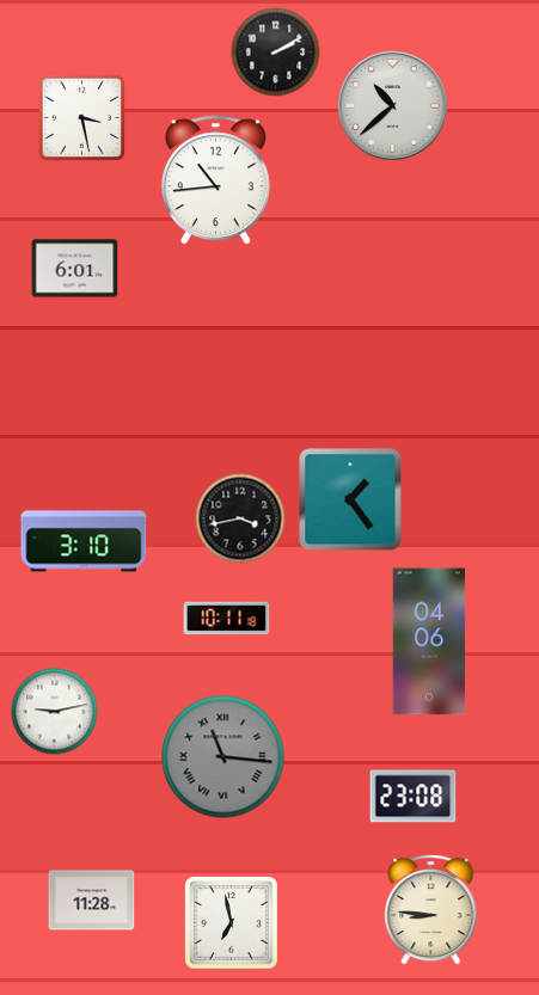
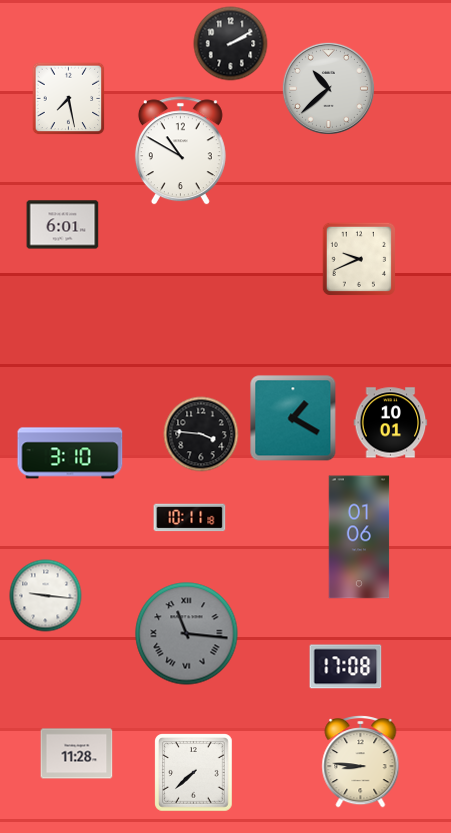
clock at (82, 118): 3:28 -> 7:28
clock at (215, 180): 10:44 -> 10:50
clock at (359, 259): none -> 9:41
clock at (350, 499): 1:24 -> 1:20
clock at (391, 423): none -> 10:01
clock at (240, 518): 3:43 -> 3:46
clock at (429, 641): 04:06 -> 01:06
clock at (55, 712): 9:13 -> 9:16
clock at (414, 797): 23:08 -> 17:08
clock at (232, 923): 6:58 -> 7:38
